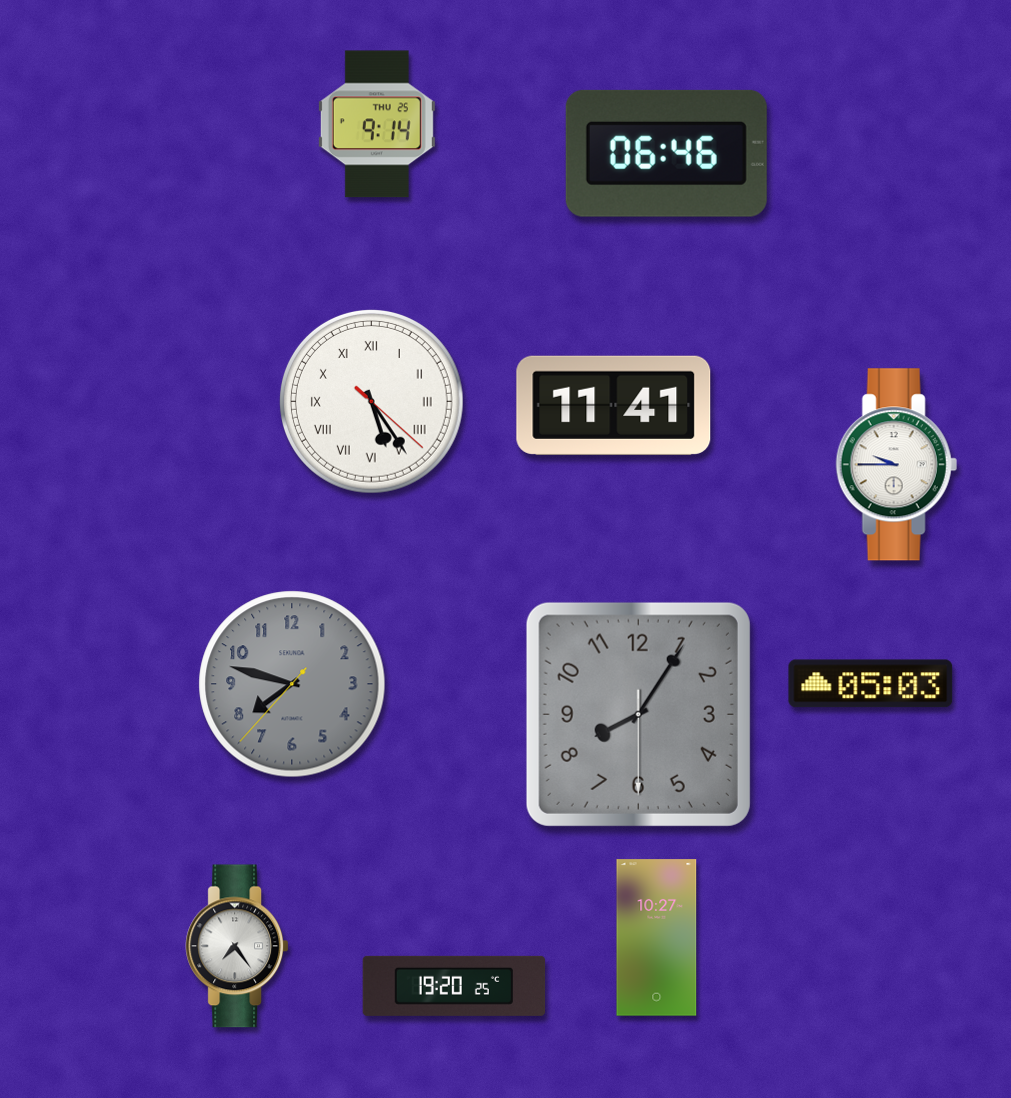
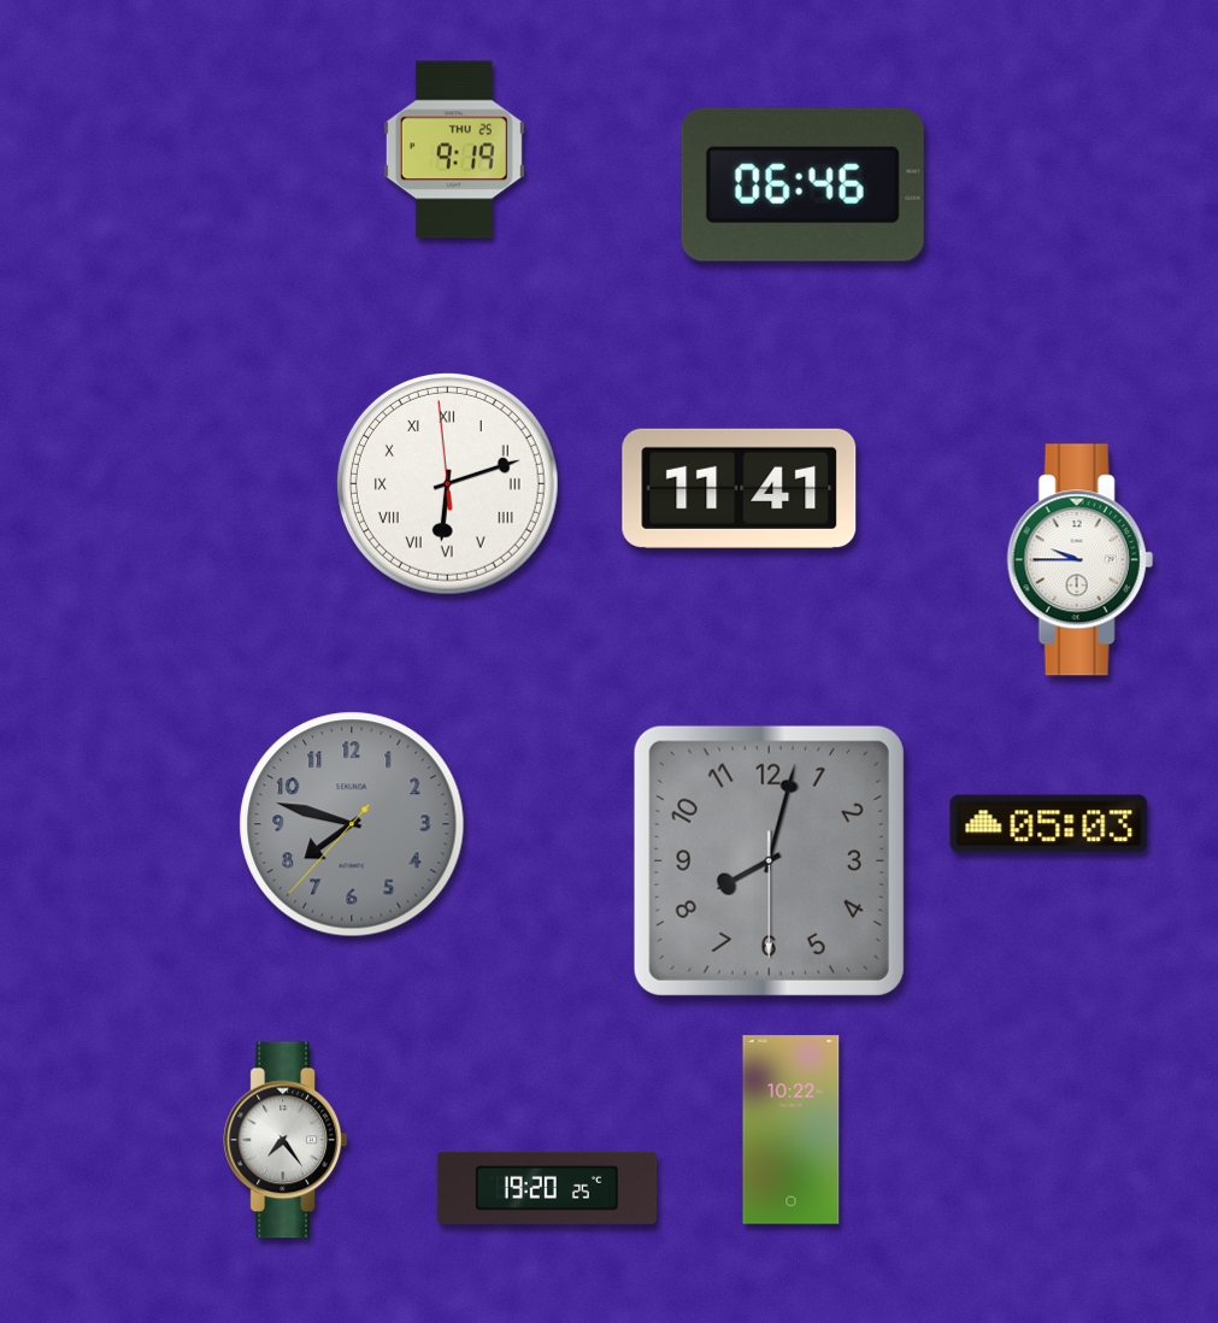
clock at (377, 124): 9:14 -> 9:19
clock at (372, 402): 5:24 -> 6:11
clock at (638, 714): 8:05 -> 8:02
clock at (657, 938): 10:27 -> 10:22
